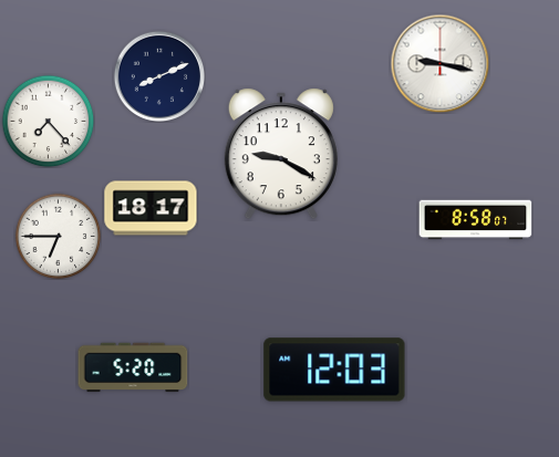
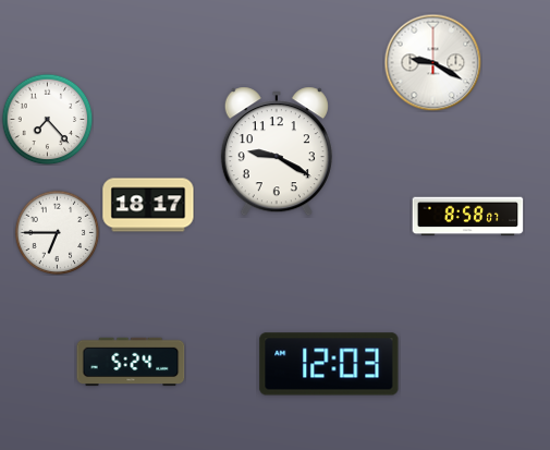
clock at (439, 63): 9:17 -> 9:20
clock at (159, 76): 8:11 -> none
clock at (133, 367): 5:20 -> 5:24
